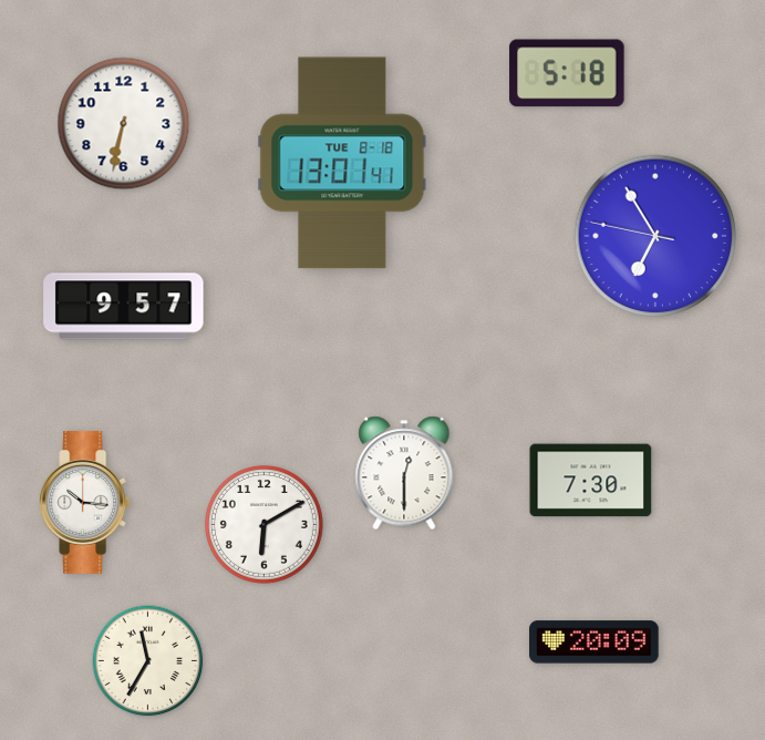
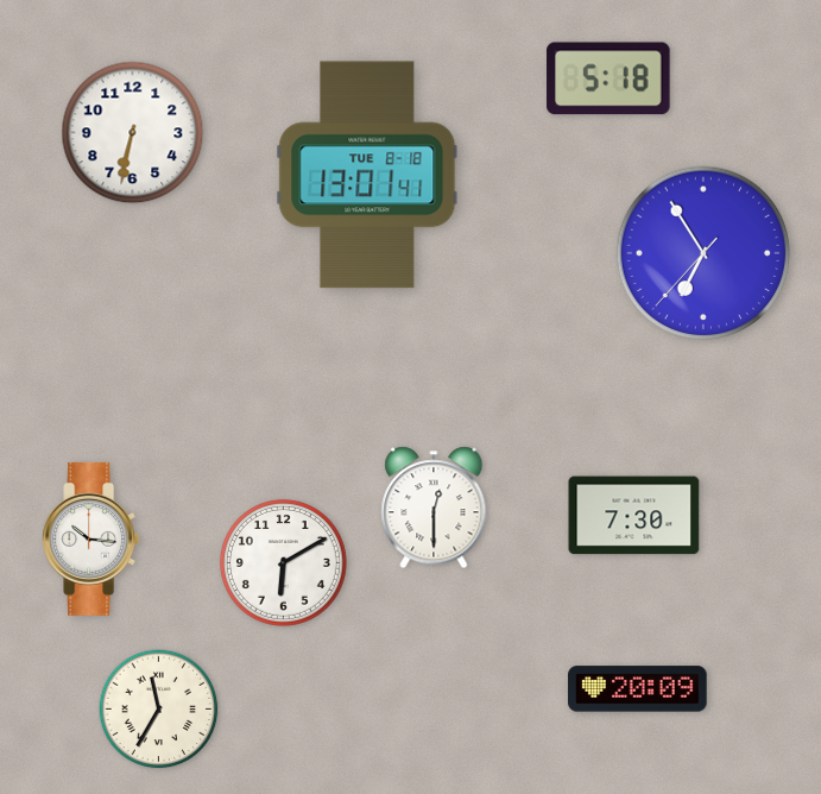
clock at (655, 236): 6:54:47 -> 6:54:37
clock at (124, 307): 9:57 -> none
